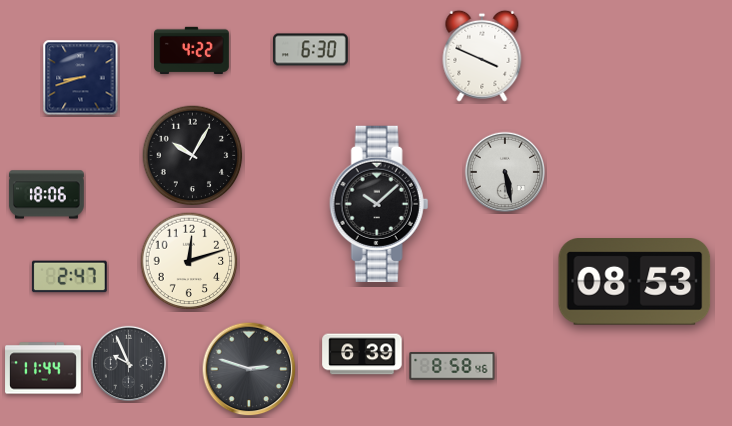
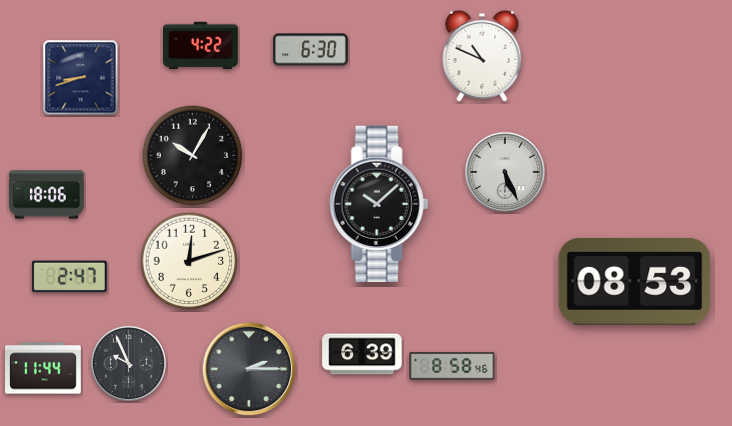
clock at (192, 51) position: (192, 51) -> (201, 46)
clock at (482, 56): 3:49 -> 10:49
clock at (505, 172): 5:28 -> 5:26
clock at (249, 369): 2:48 -> 2:15
